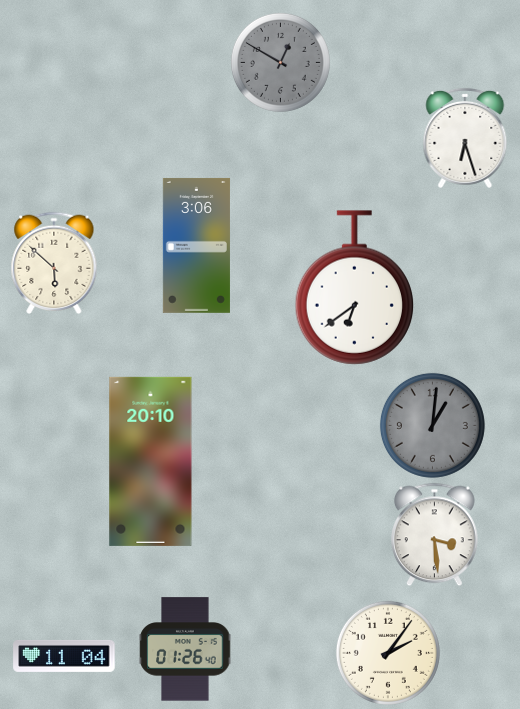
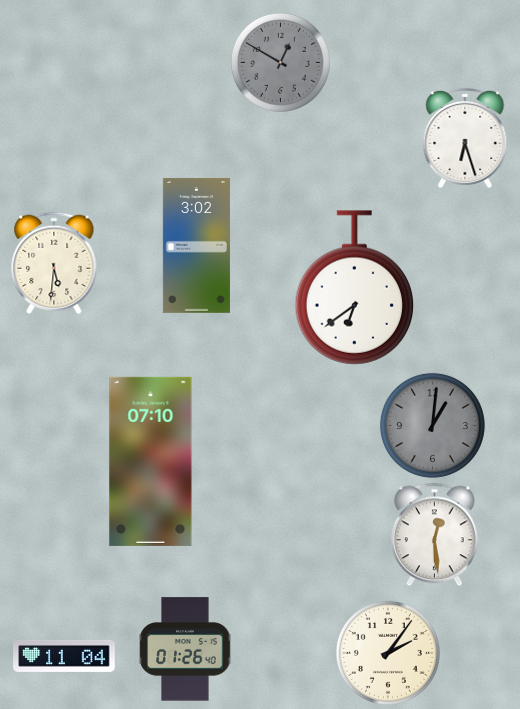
clock at (196, 245): 3:06 -> 3:02
clock at (54, 263): 5:52 -> 5:31
clock at (151, 461): 20:10 -> 07:10
clock at (435, 535): 3:29 -> 12:29
